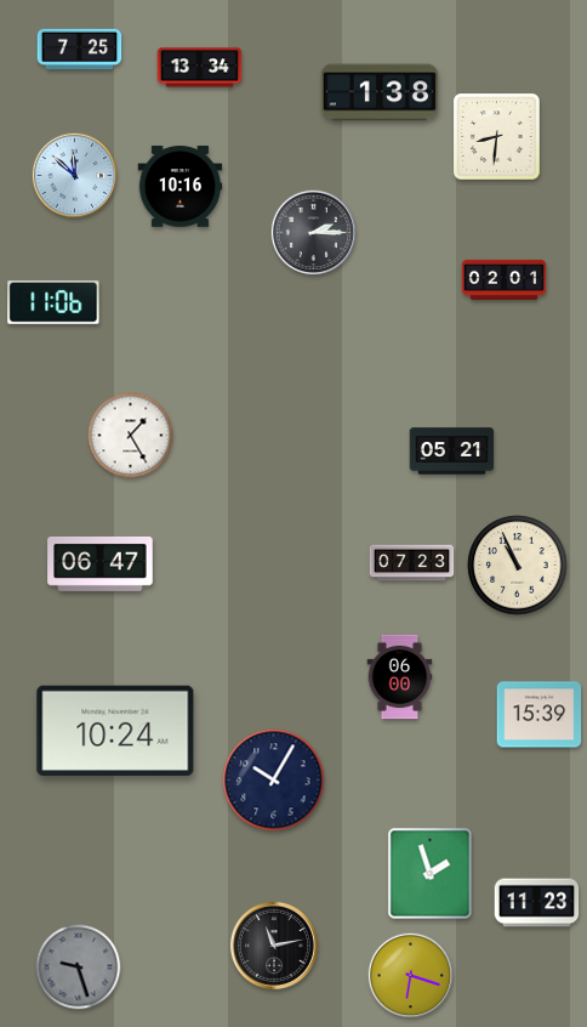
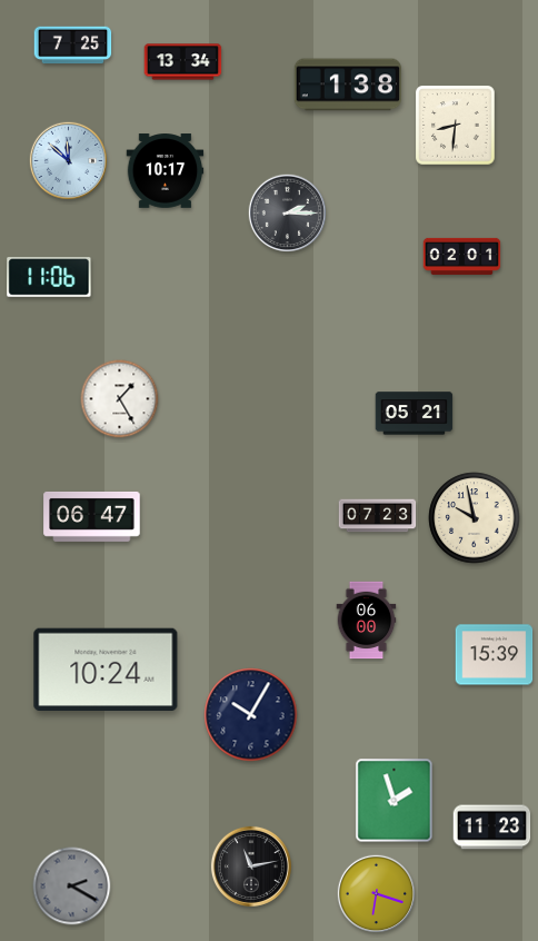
clock at (181, 187): 10:16 -> 10:17
clock at (518, 566): 10:56 -> 9:58
clock at (79, 968): 9:27 -> 2:20
